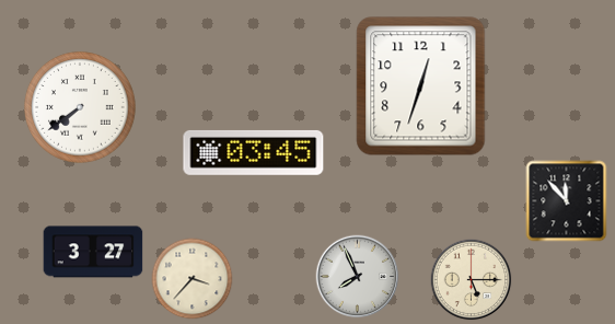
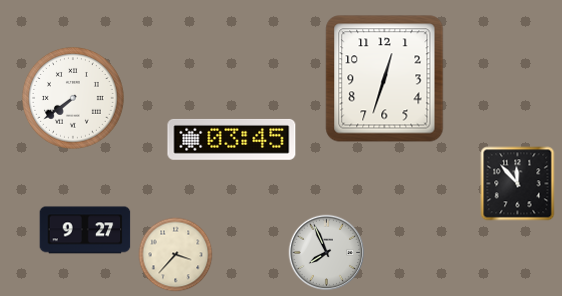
clock at (93, 252): 3:27 -> 9:27
clock at (472, 280): 5:15 -> none
